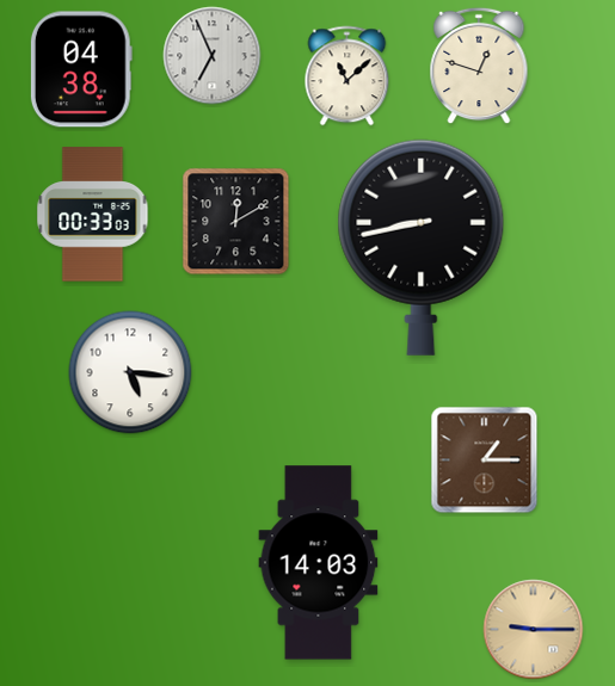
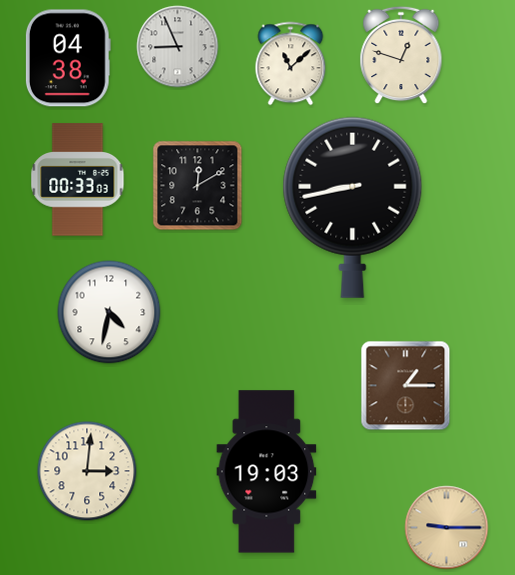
clock at (213, 56): 6:56 -> 8:56
clock at (130, 372): 5:16 -> 4:32
clock at (87, 471): none -> 3:01
clock at (319, 563): 14:03 -> 19:03
